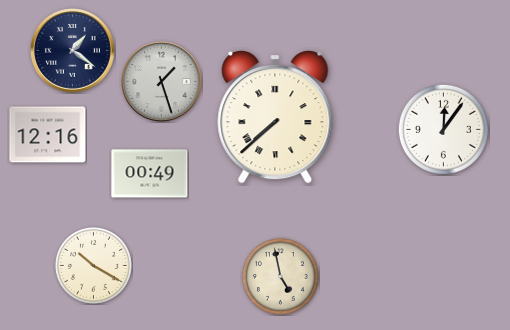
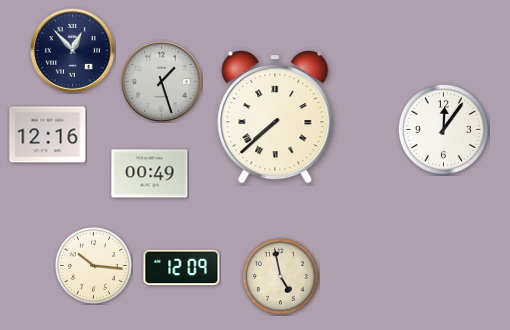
clock at (73, 51): 1:21 -> 12:53
clock at (94, 266): 10:20 -> 10:16
clock at (182, 268): none -> 12:09
